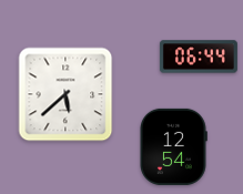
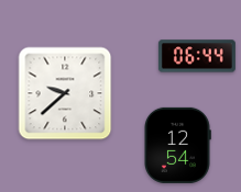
clock at (65, 94): 5:38 -> 9:38
clock at (174, 146) position: (174, 146) -> (178, 145)
